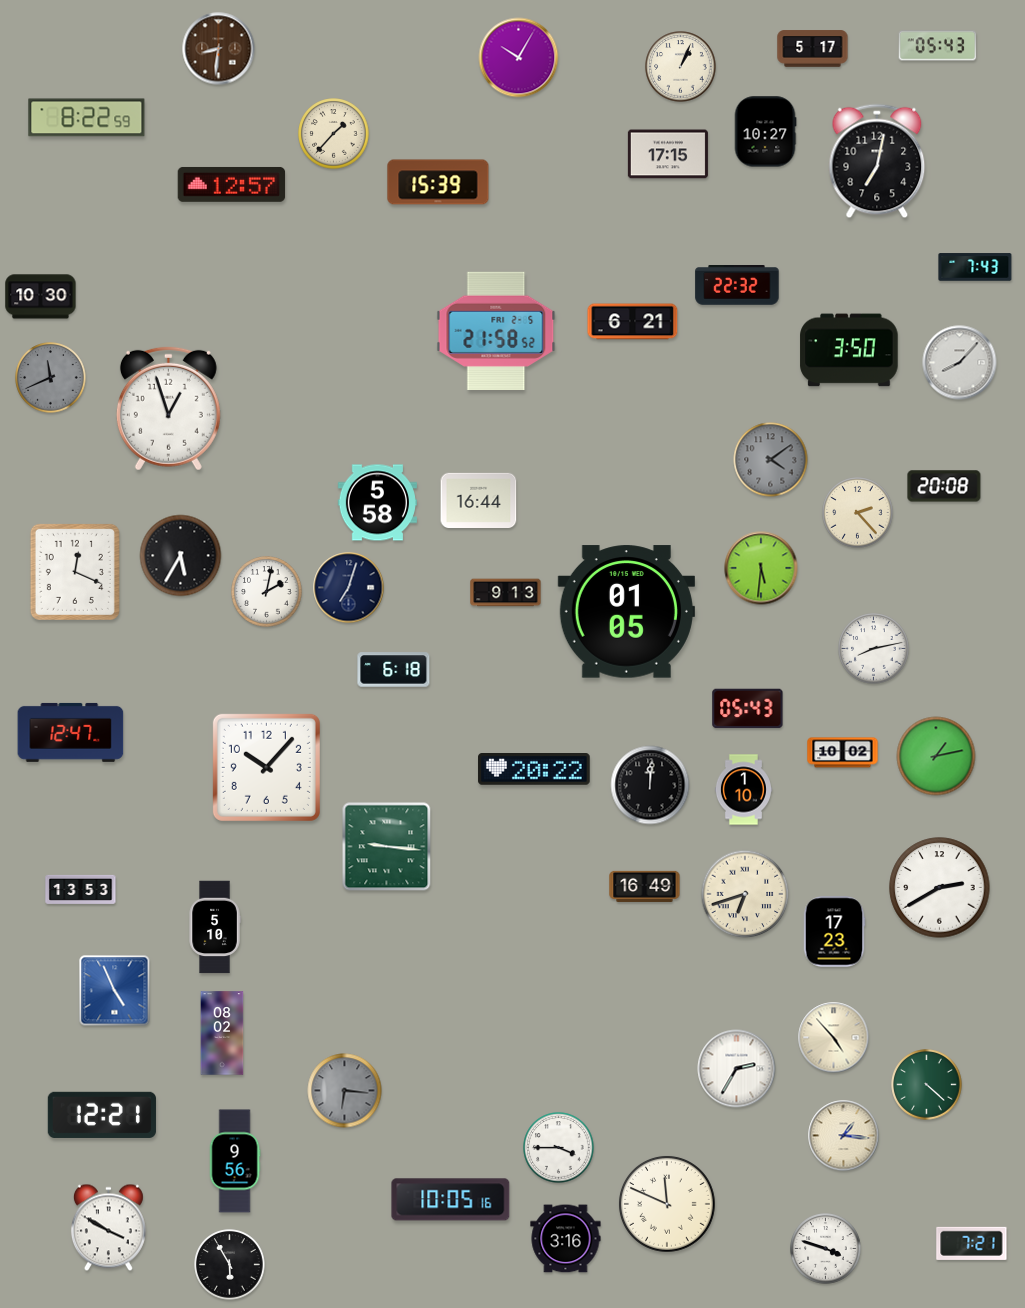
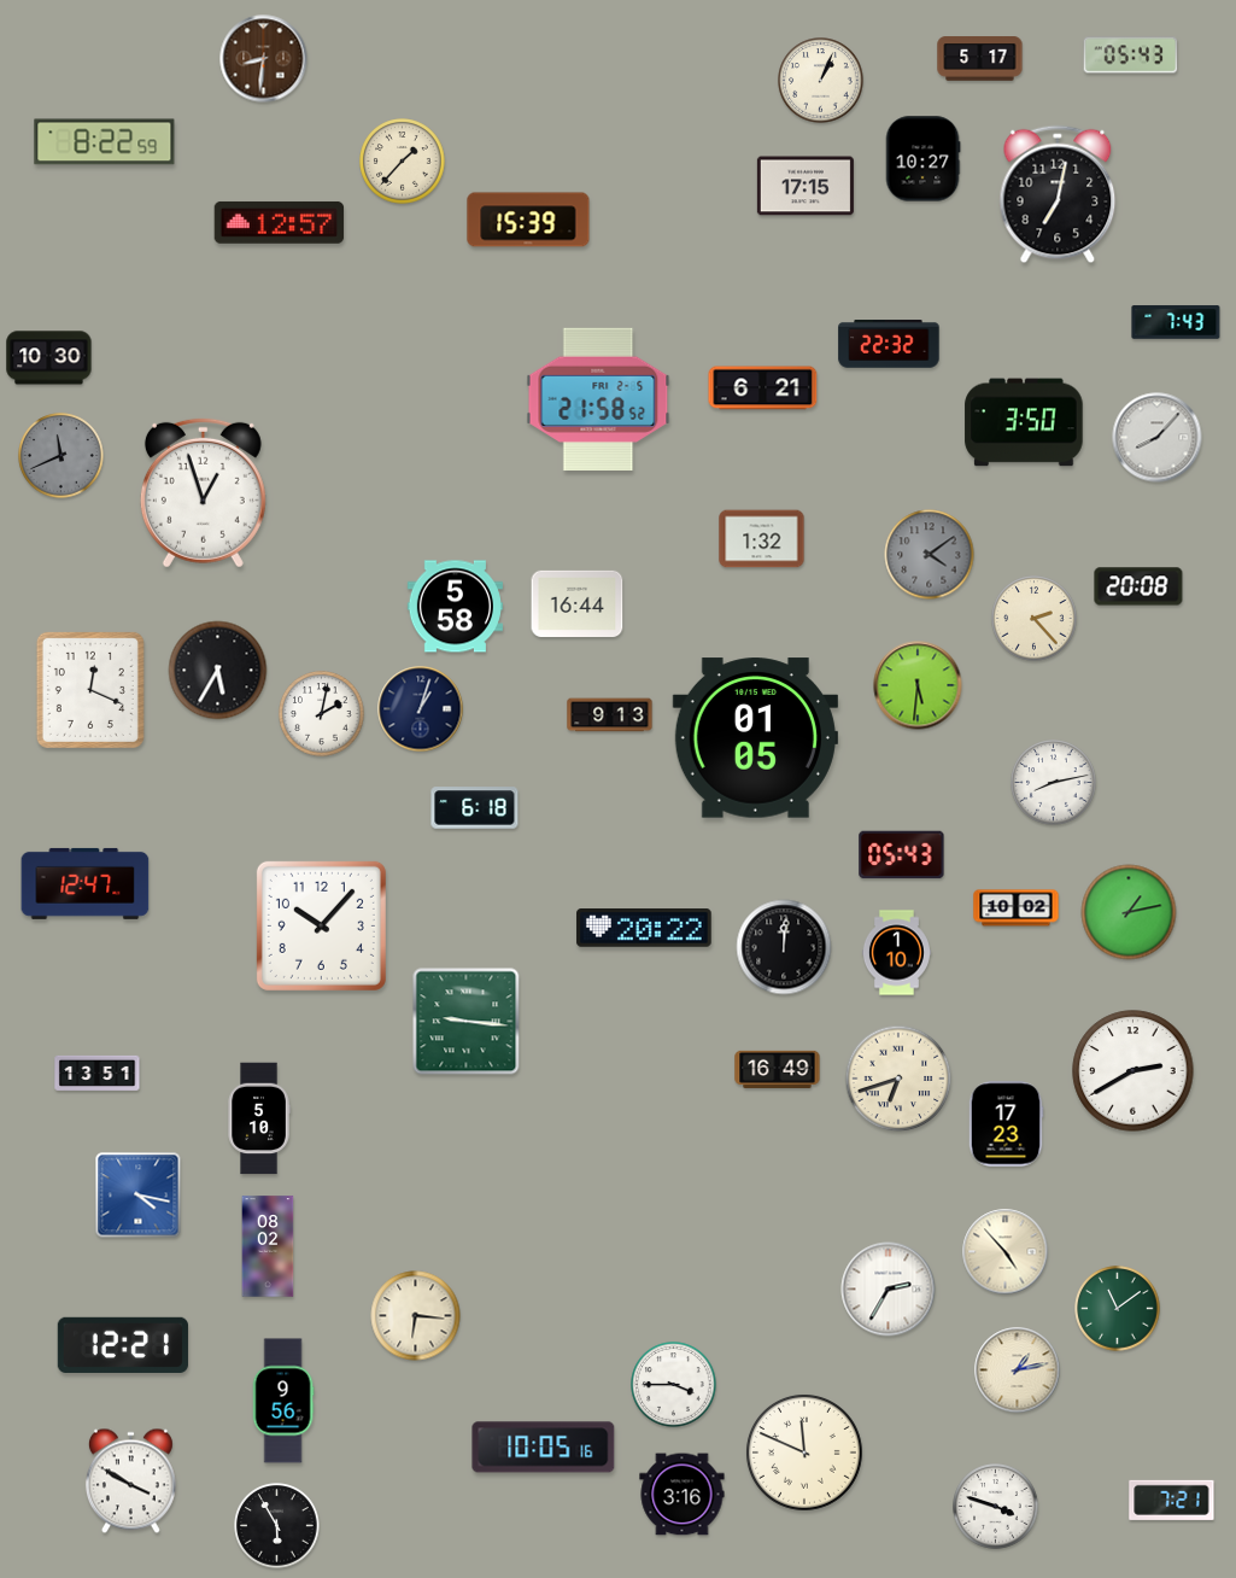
clock at (519, 58): 10:05 -> none
clock at (762, 539): none -> 1:32
clock at (349, 588): 7:03 -> 1:03
clock at (81, 889): 13:53 -> 13:51
clock at (115, 991): 4:56 -> 4:17
clock at (927, 1085): 4:22 -> 11:09
clock at (345, 1091) dial: grey -> cream
clock at (844, 1136): 1:16 -> 1:13
